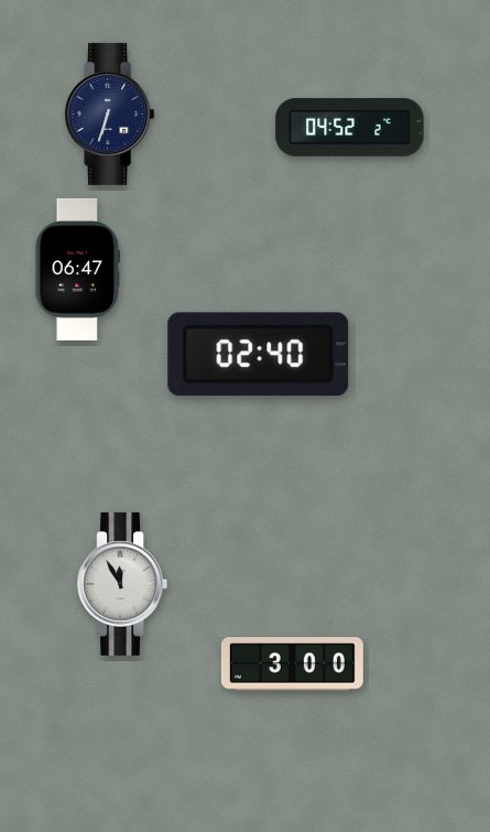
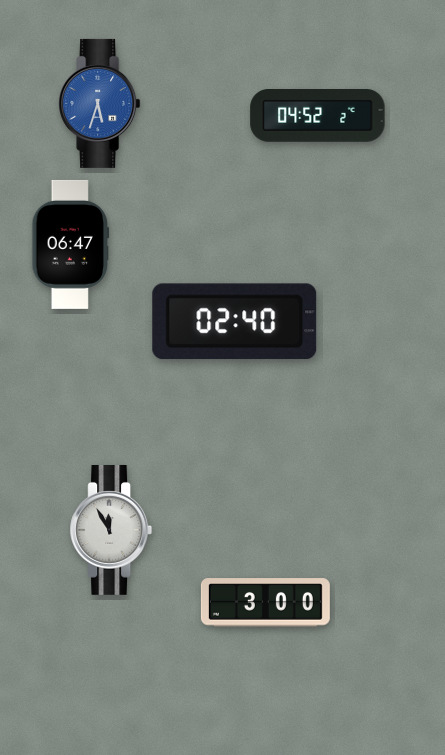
clock at (110, 114): 6:33 -> 5:33
clock at (110, 114) dial: navy -> blue
